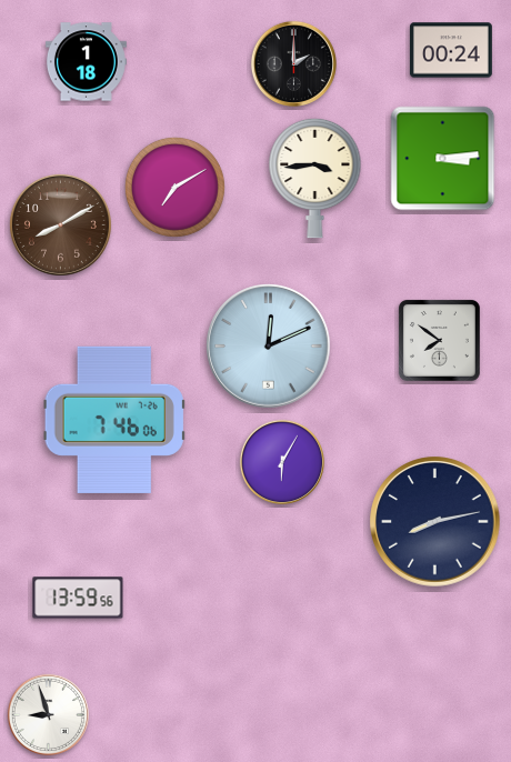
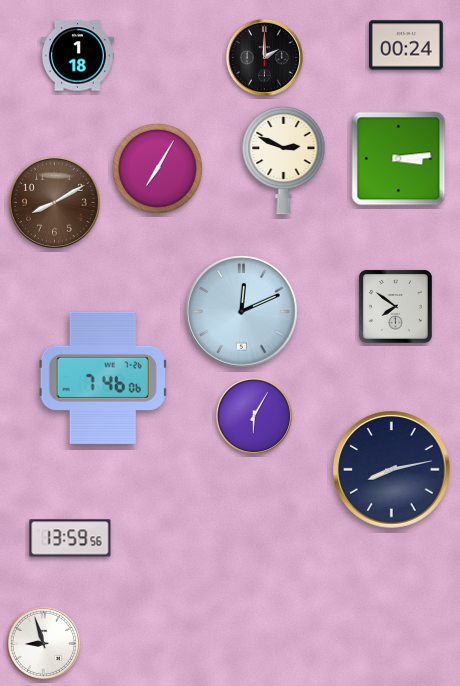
clock at (443, 159) position: (443, 159) -> (399, 159)
clock at (315, 178): 3:44 -> 2:49
clock at (174, 187): 7:10 -> 7:05
